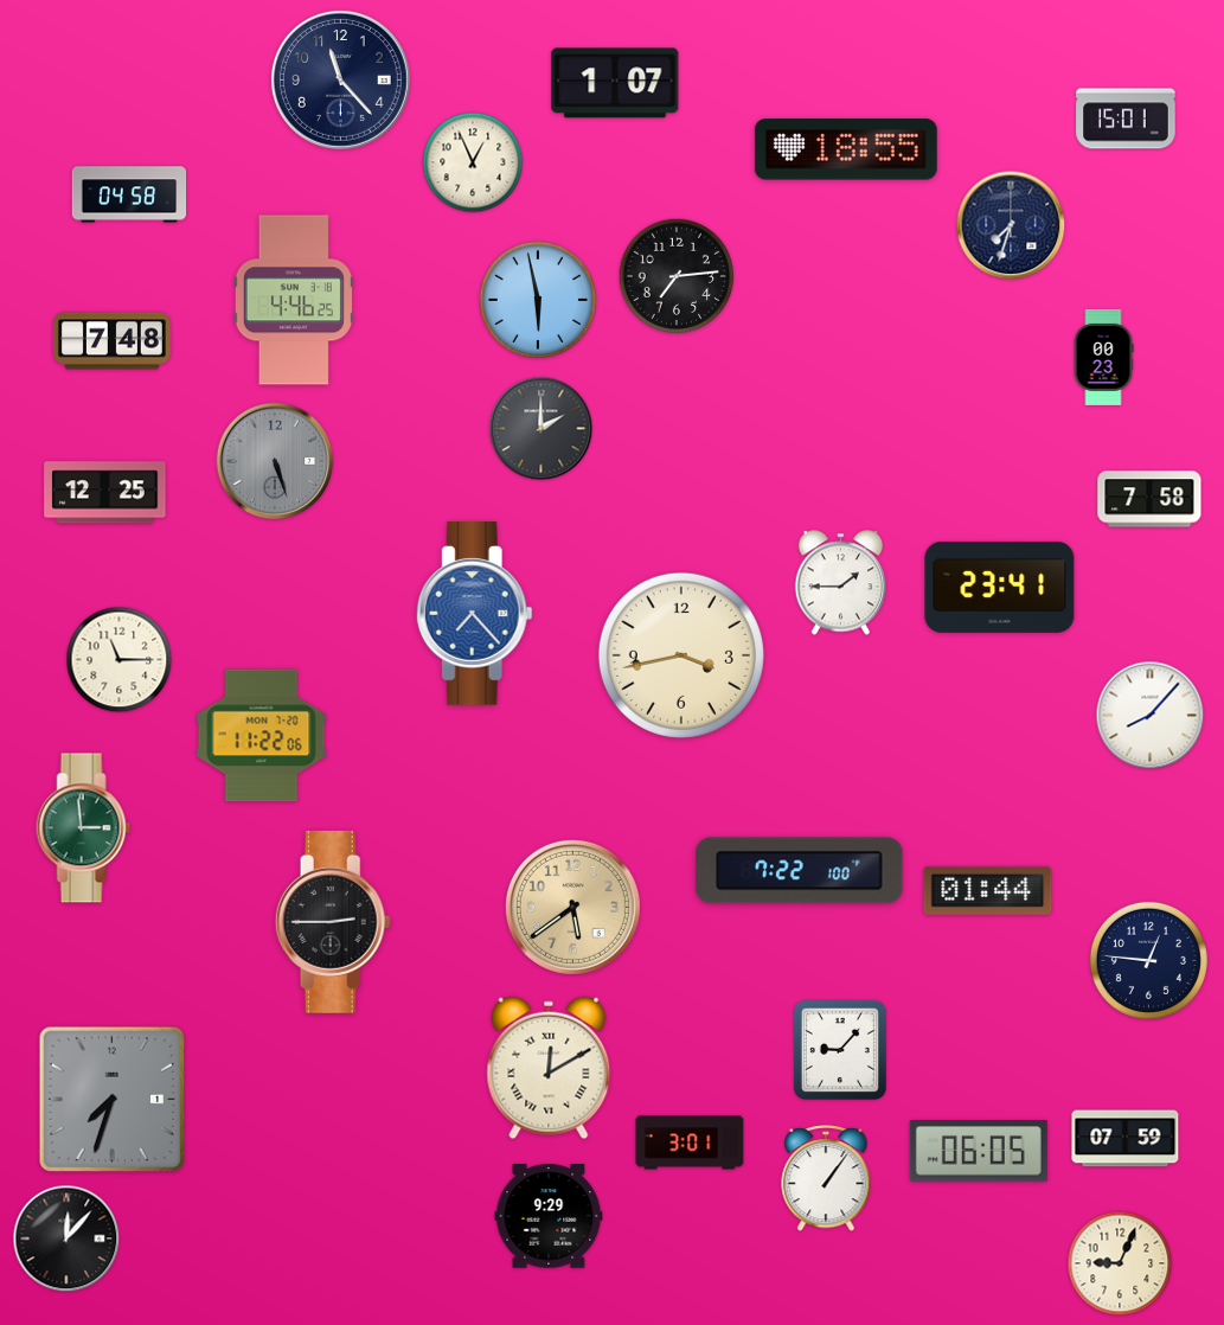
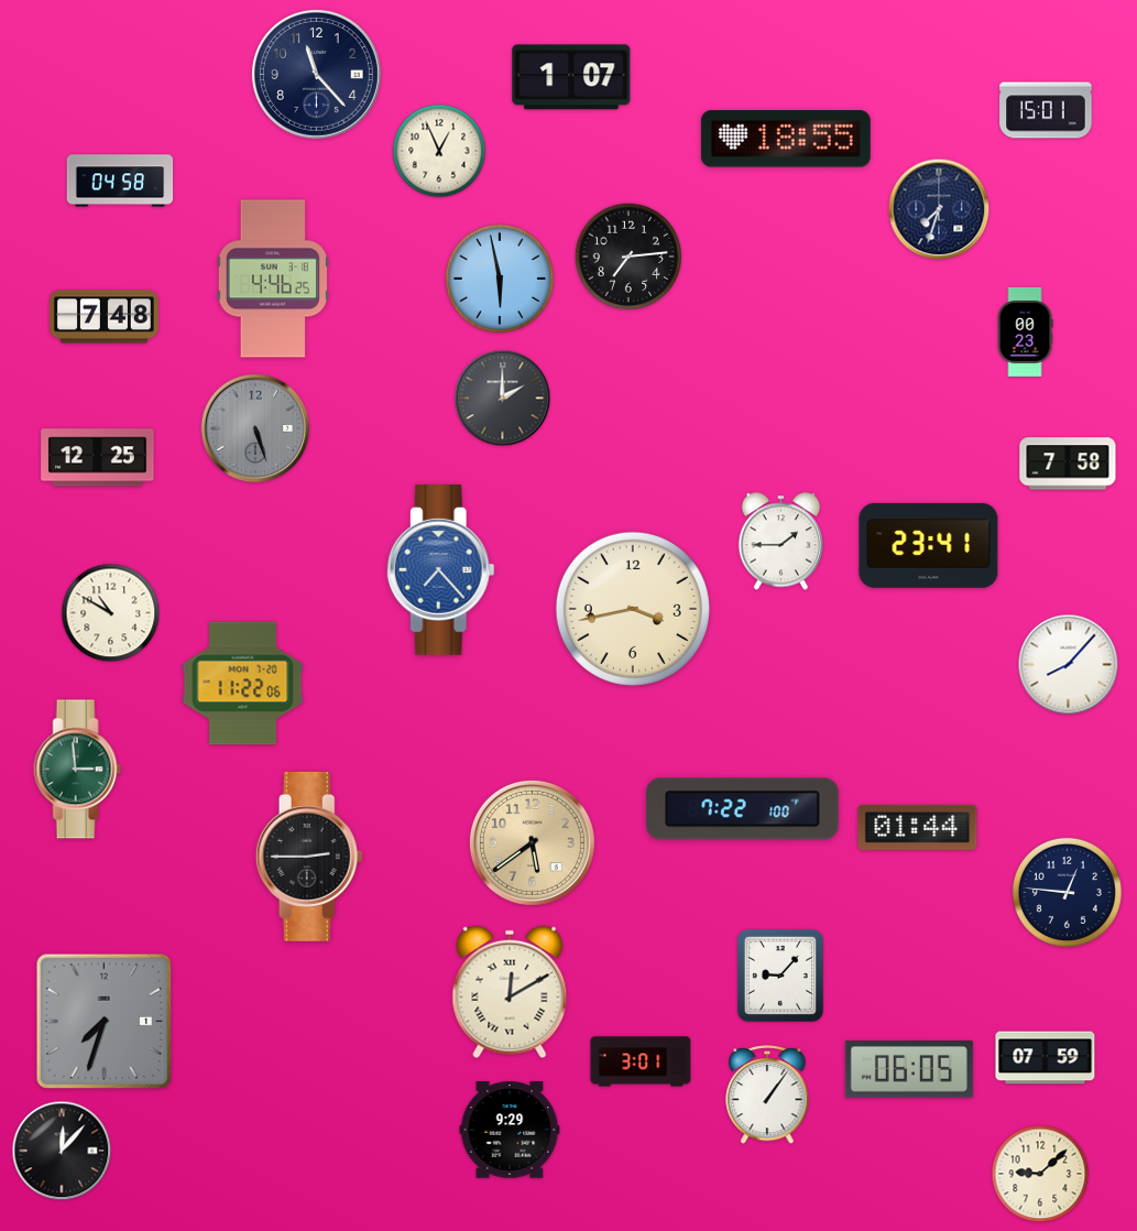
clock at (120, 660): 11:15 -> 10:50
clock at (1120, 1263): 9:04 -> 9:08
